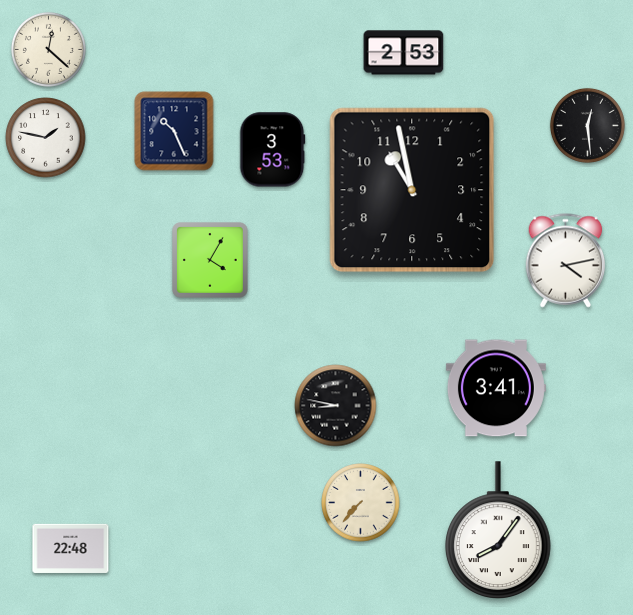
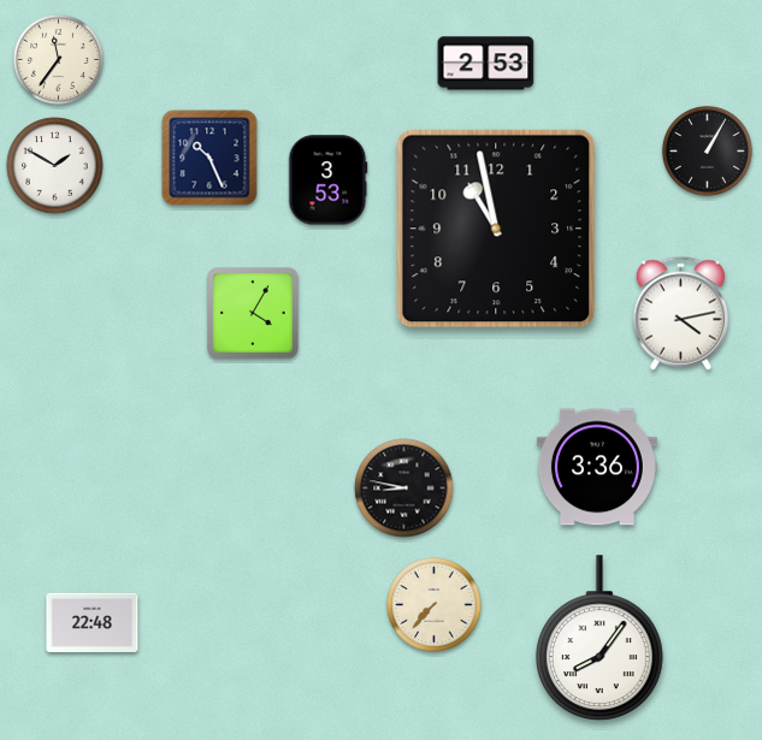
clock at (48, 49): 12:22 -> 11:36
clock at (587, 125): 12:29 -> 1:05
clock at (46, 138): 1:47 -> 1:50
clock at (496, 388): 3:41 -> 3:36
clock at (71, 548) position: (71, 548) -> (93, 622)
